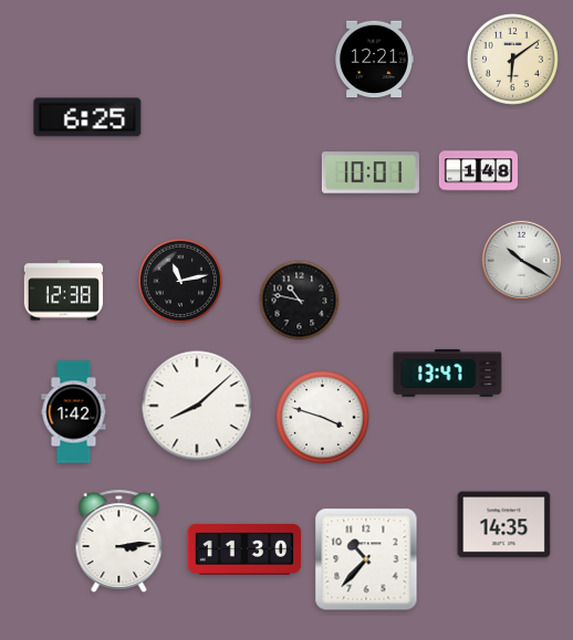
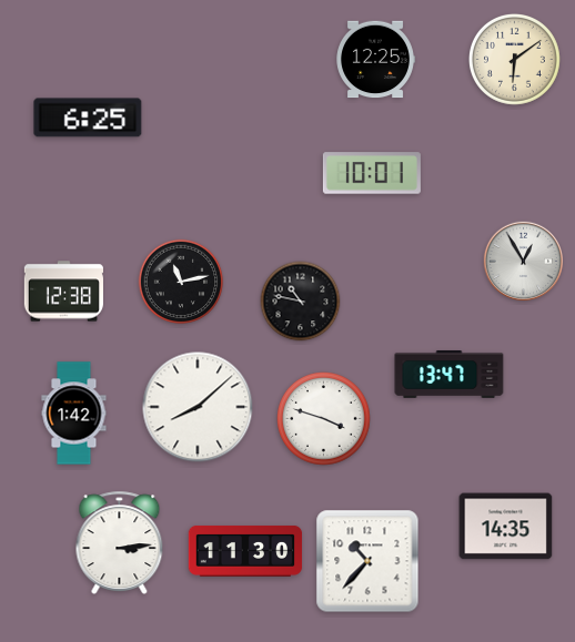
clock at (374, 60): 12:21 -> 12:25
clock at (478, 171): 1:48 -> none
clock at (521, 260): 10:20 -> 12:55
